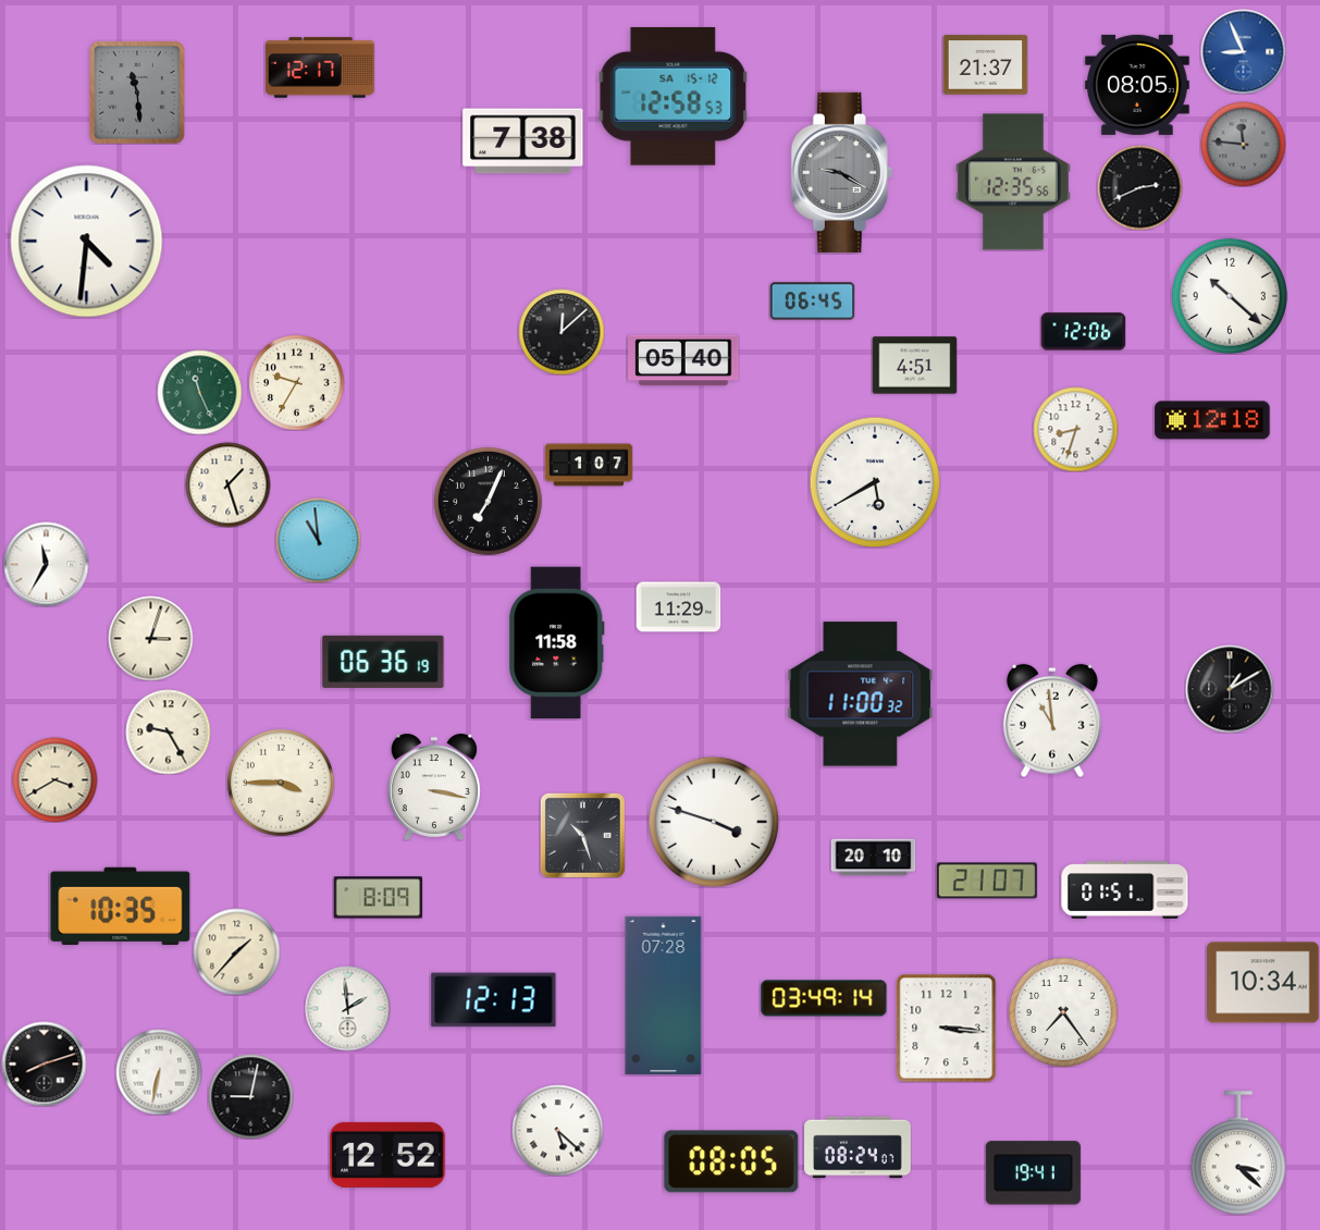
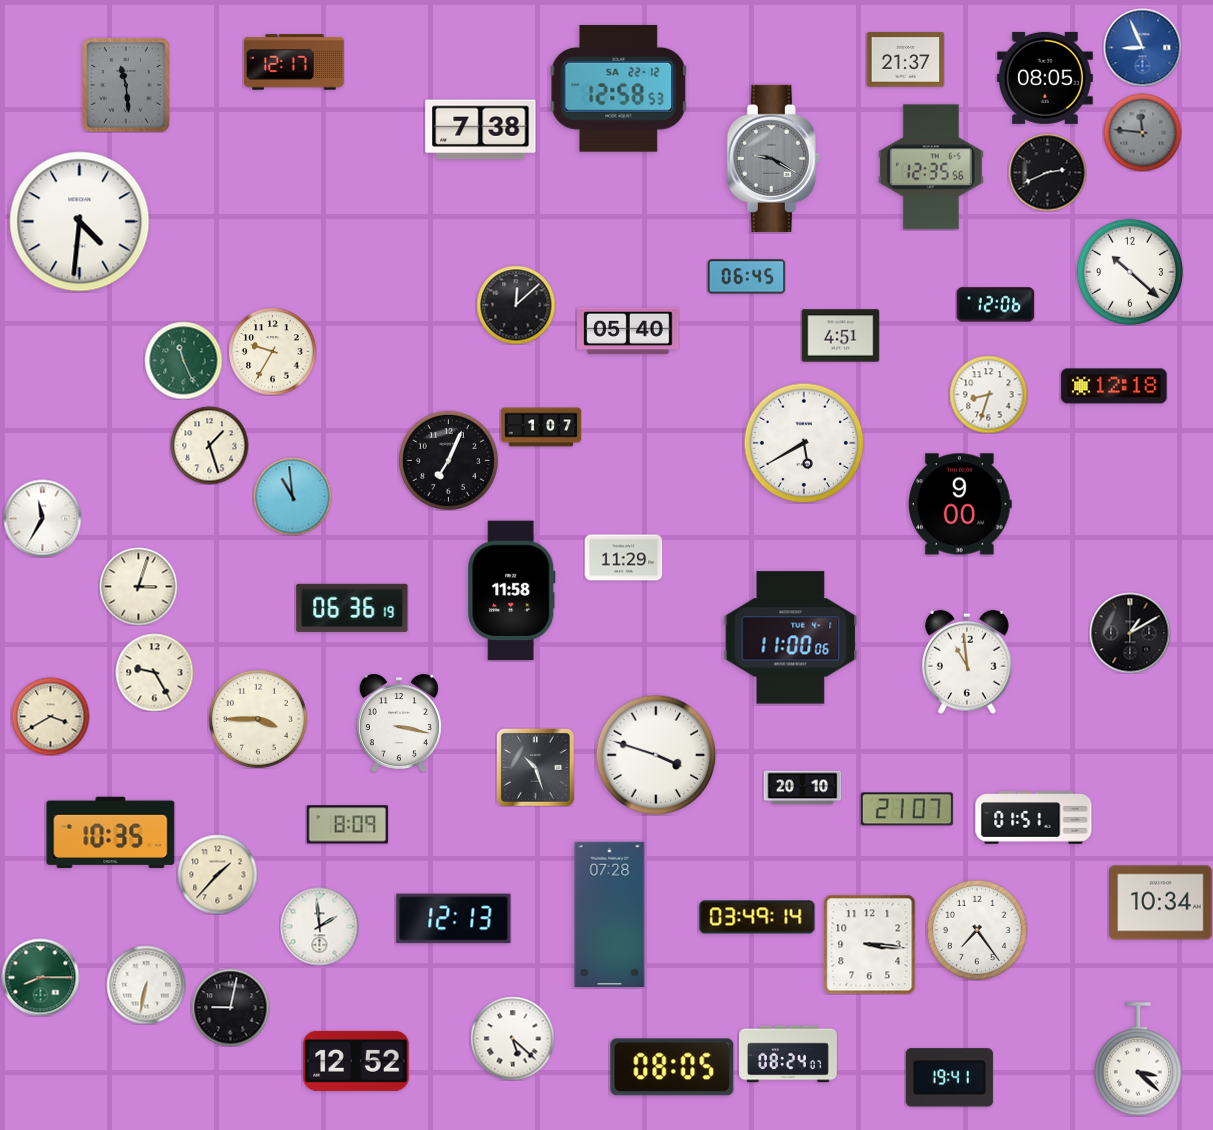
clock at (674, 96) date: SA 15-12 -> SA 22-12
clock at (961, 504): none -> 9:00
clock at (861, 694): 11:00:32 -> 11:00:06
clock at (44, 1063): 8:12 -> 8:15
clock at (44, 1063) dial: black -> green
